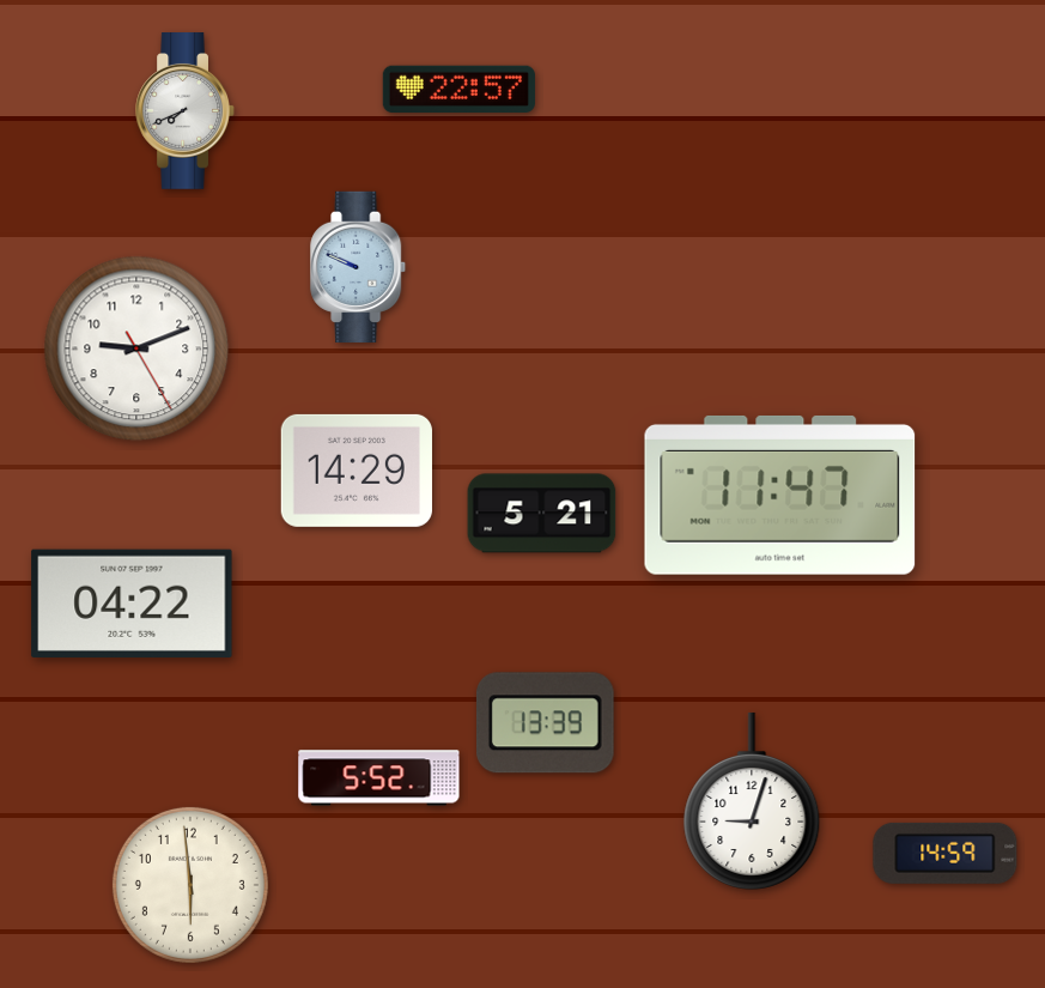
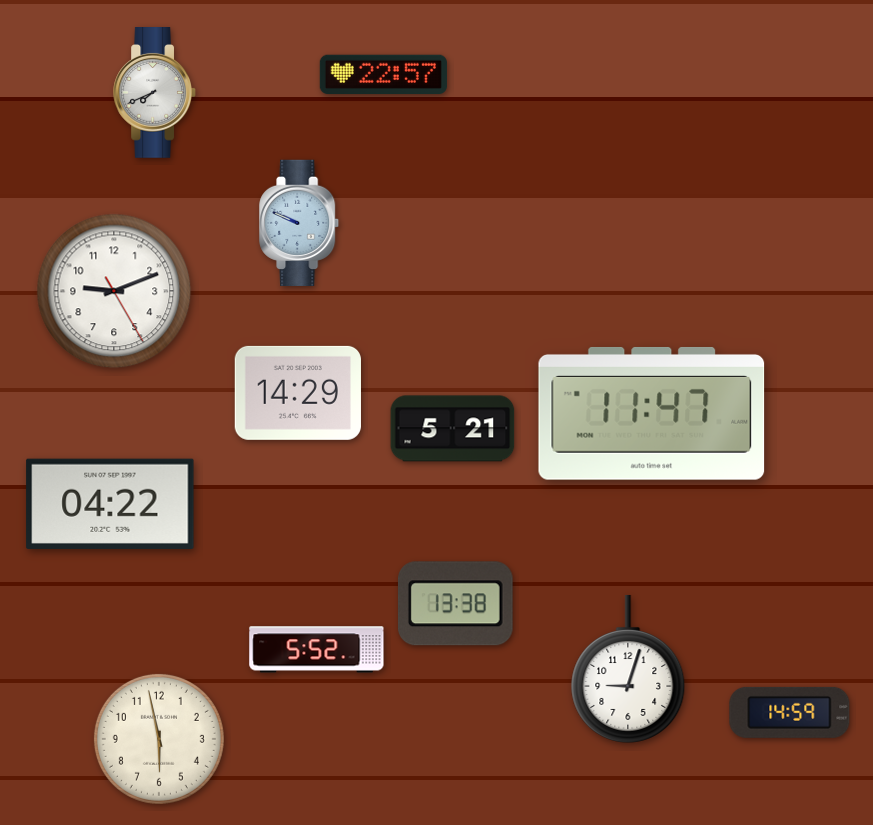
clock at (545, 723): 13:39 -> 13:38
clock at (190, 885): 5:59 -> 5:58
